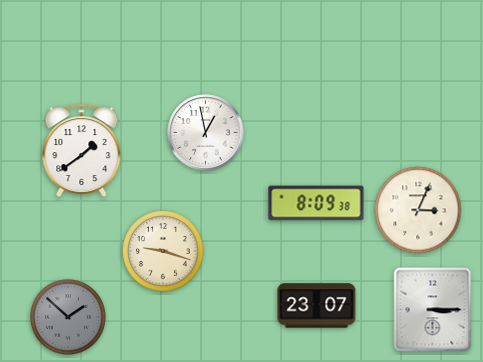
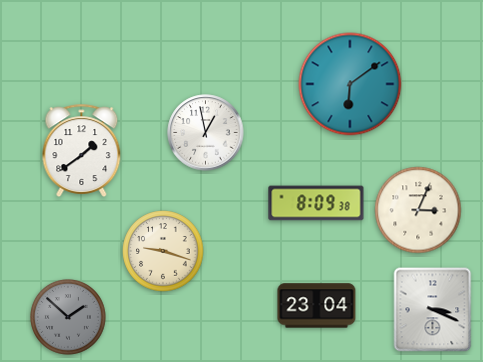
clock at (350, 84): none -> 6:09
clock at (317, 306): 23:07 -> 23:04
clock at (433, 310): 3:15 -> 3:19
